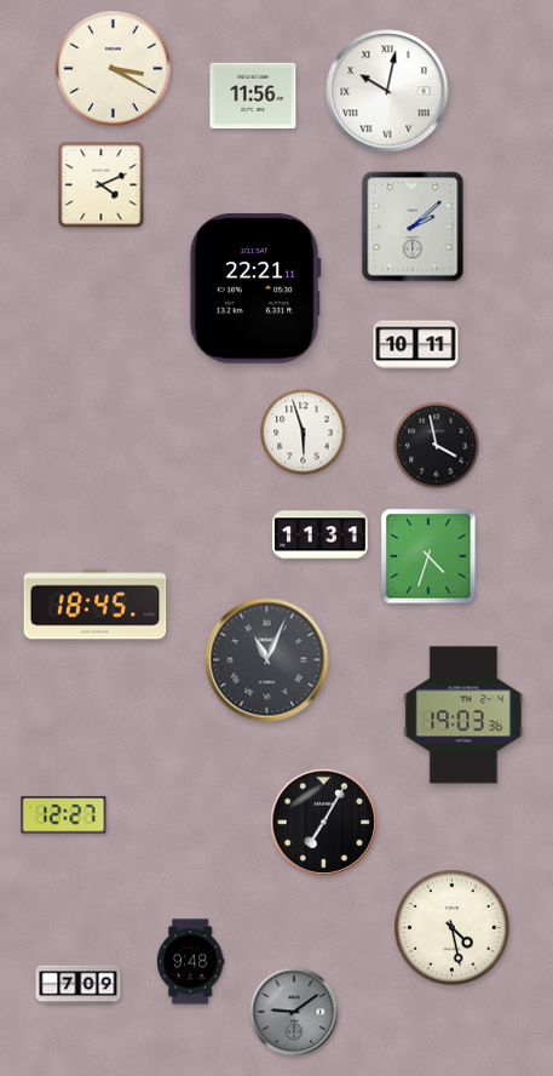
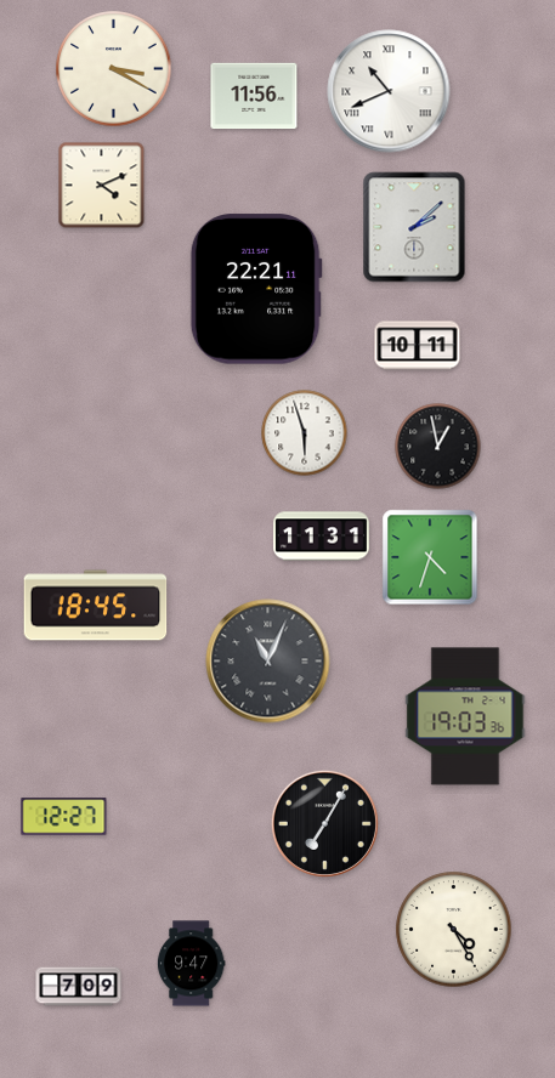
clock at (387, 91): 10:02 -> 10:41
clock at (437, 446): 3:58 -> 12:58
clock at (453, 928): 4:28 -> 4:25
clock at (190, 962): 9:48 -> 9:47
clock at (294, 1012): 9:09 -> none
